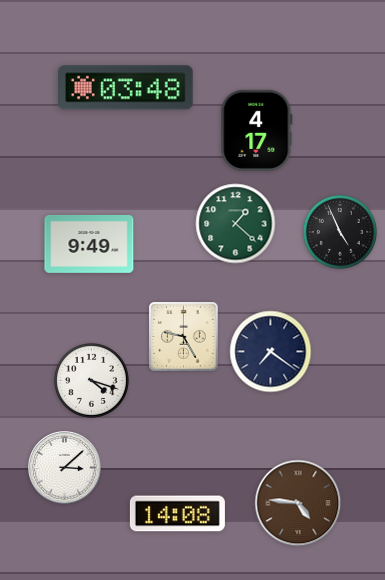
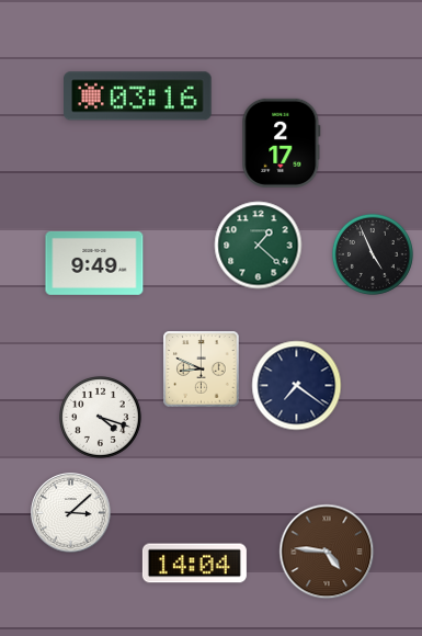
clock at (126, 88): 03:48 -> 03:16
clock at (257, 130): 4:17 -> 2:17
clock at (89, 244) position: (89, 244) -> (94, 263)
clock at (184, 337): 9:25 -> 8:49
clock at (177, 514): 14:08 -> 14:04
